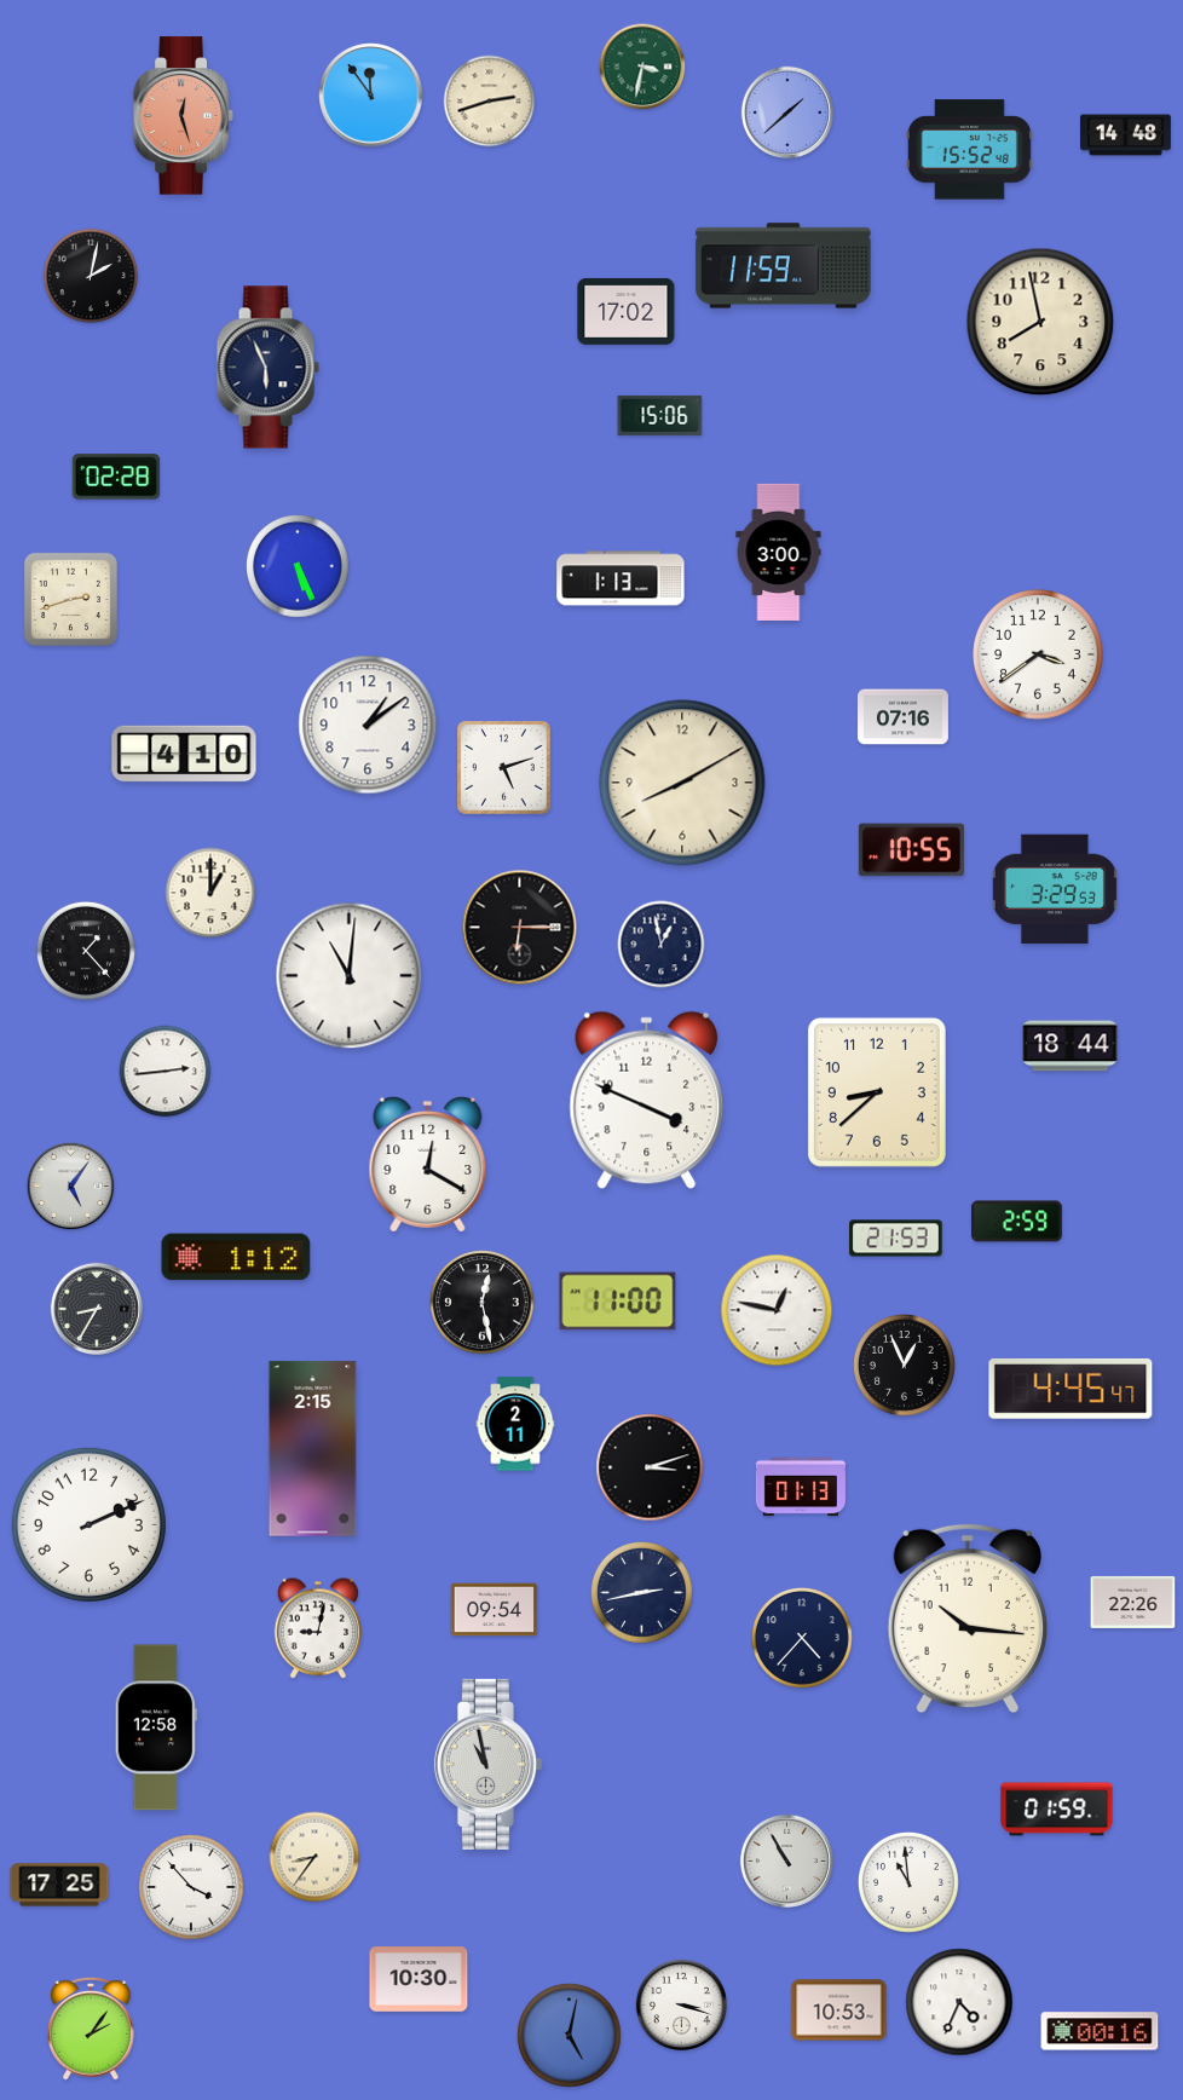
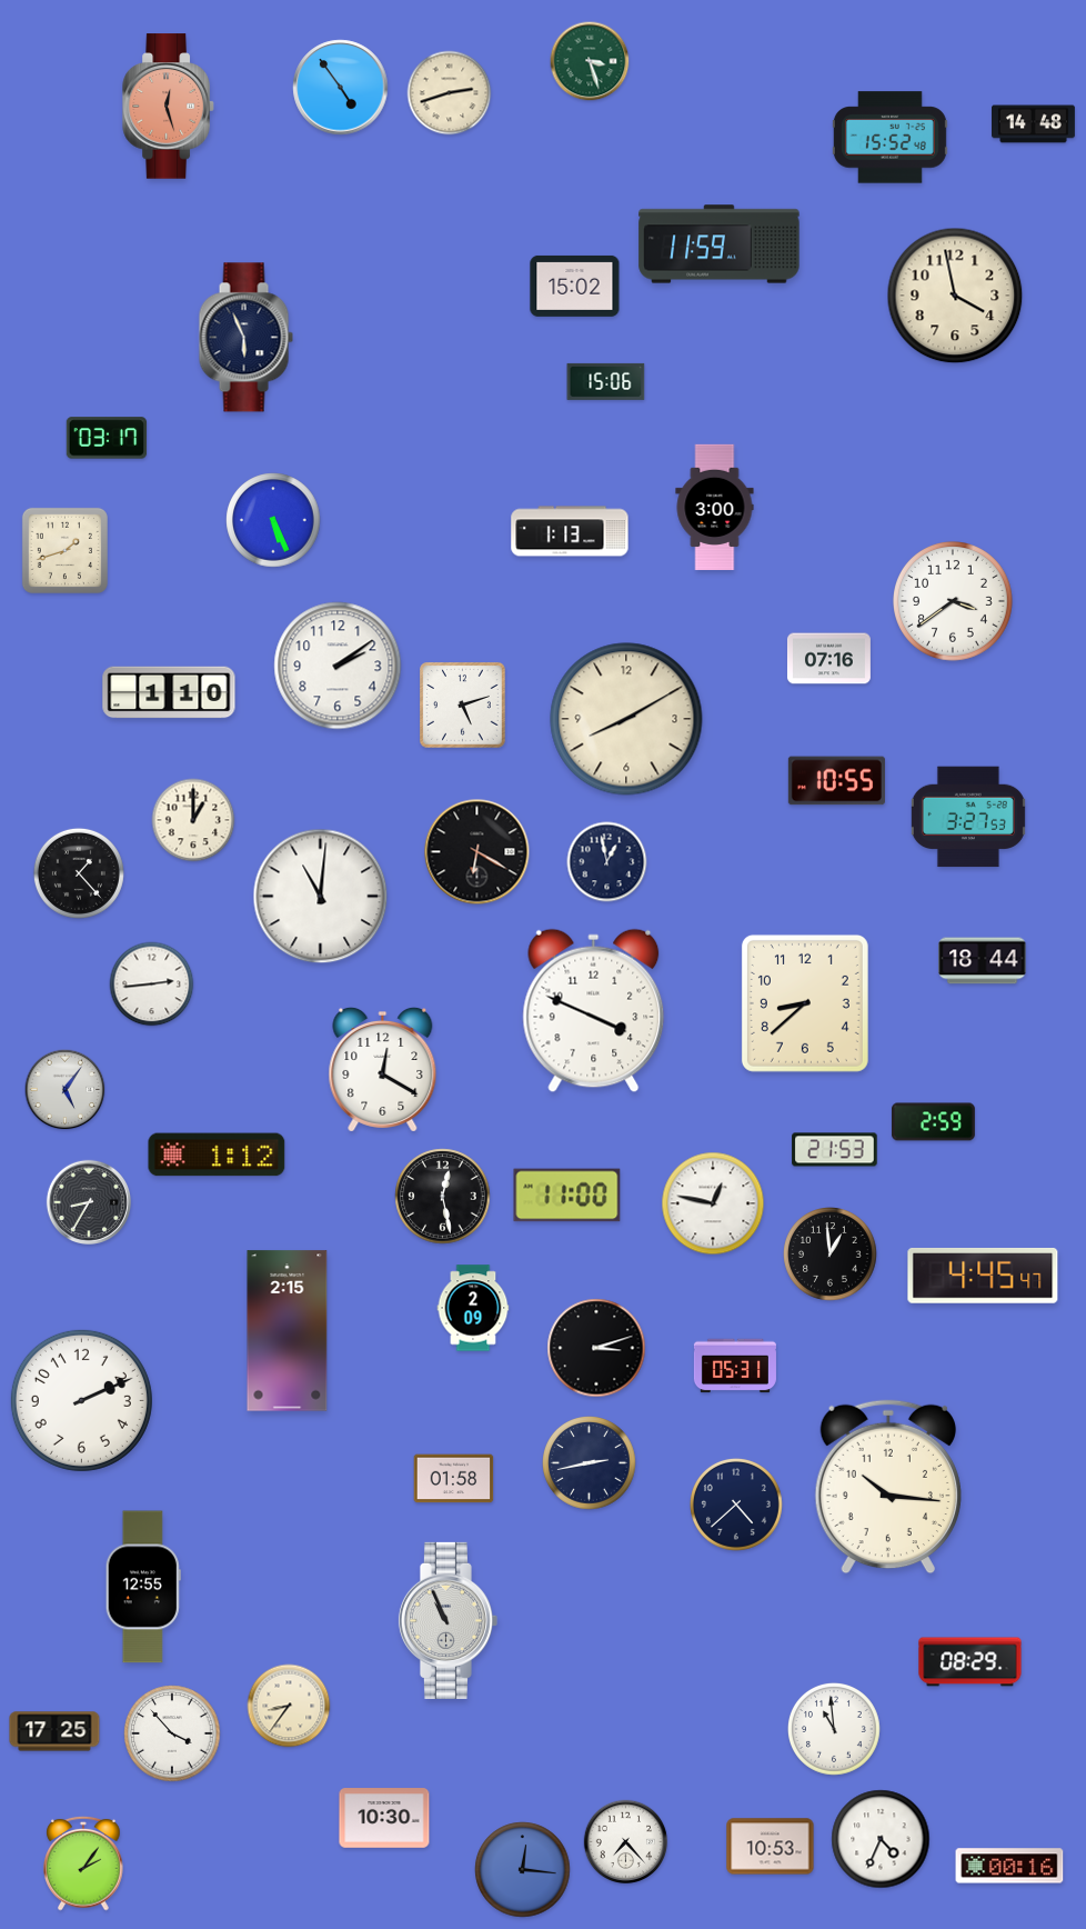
clock at (642, 67): 3:32 -> 3:27
clock at (371, 96): 11:54 -> 4:54
clock at (786, 111): 1:38 -> none
clock at (91, 276): 2:02 -> none
clock at (627, 311): 17:02 -> 15:02
clock at (1040, 322): 7:58 -> 3:58
clock at (116, 477): 02:28 -> 03:17
clock at (70, 599): 2:42 -> 1:42
clock at (368, 725): 1:09 -> 2:09
clock at (184, 754): 4:10 -> 1:10
clock at (1055, 889): 3:29 -> 3:27
clock at (520, 928): 6:15 -> 6:20
clock at (662, 945) position: (662, 945) -> (607, 862)
clock at (428, 1164) position: (428, 1164) -> (383, 1069)
clock at (896, 1239) position: (896, 1239) -> (835, 1150)
clock at (905, 1366): 12:56 -> 12:59
clock at (515, 1424): 2:11 -> 2:09
clock at (801, 1487): 01:13 -> 05:31
clock at (1133, 1602): 22:26 -> none
clock at (495, 1610): 09:54 -> 01:58
clock at (317, 1628): 9:02 -> none
clock at (802, 1638): 4:37 -> 4:38
clock at (156, 1727): 12:58 -> 12:55
clock at (487, 1764): 10:58 -> 10:56
clock at (1057, 1810): 01:59 -> 08:29
clock at (786, 1860): 10:55 -> none
clock at (191, 1887) position: (191, 1887) -> (172, 1733)
clock at (682, 2006): 3:18 -> 7:23
clock at (570, 2036): 5:02 -> 12:16
